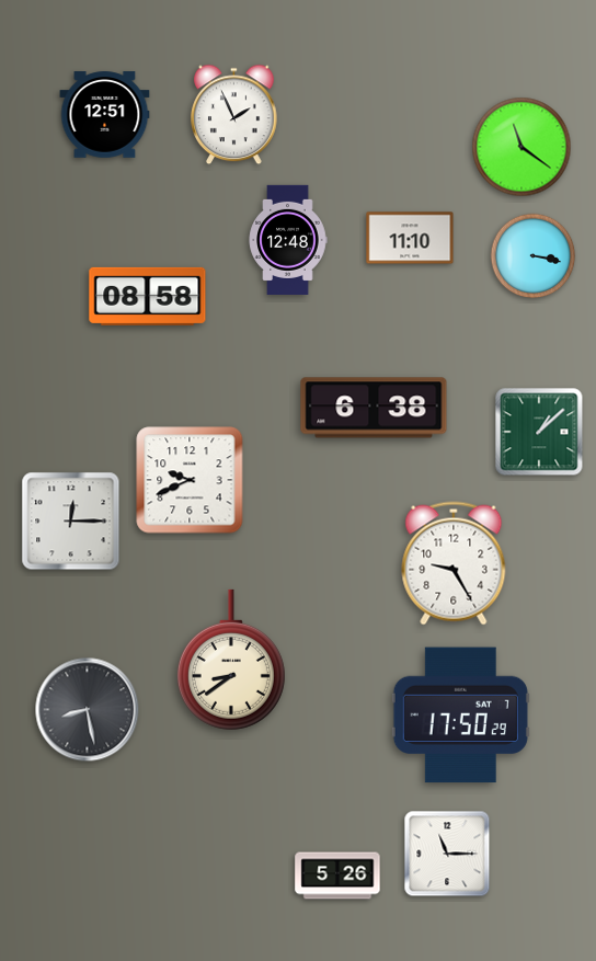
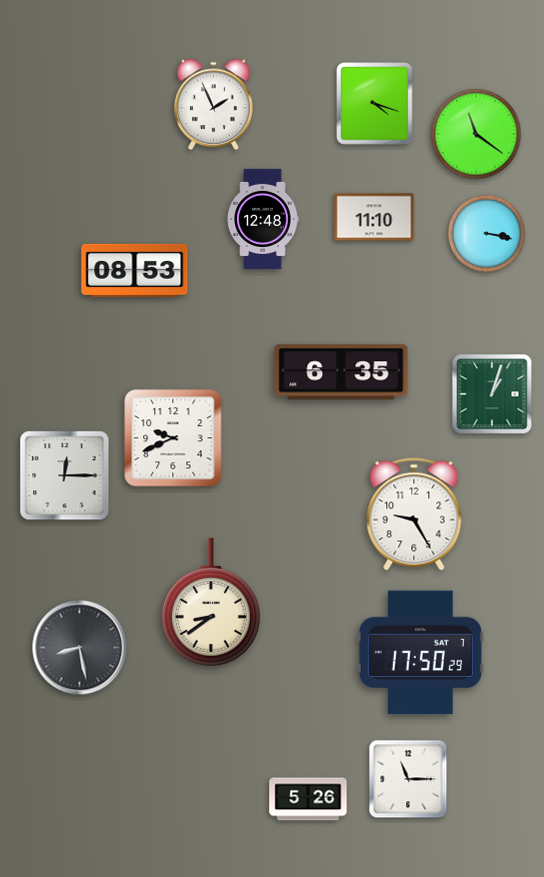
clock at (375, 104): none -> 4:18
clock at (105, 115): 12:51 -> none
clock at (148, 296): 08:58 -> 08:53
clock at (374, 408): 6:38 -> 6:35
clock at (539, 432): 1:08 -> 1:03
